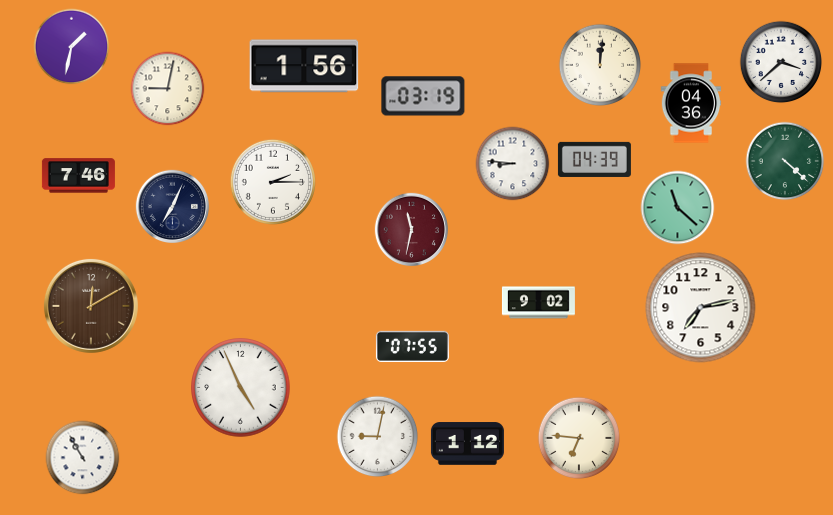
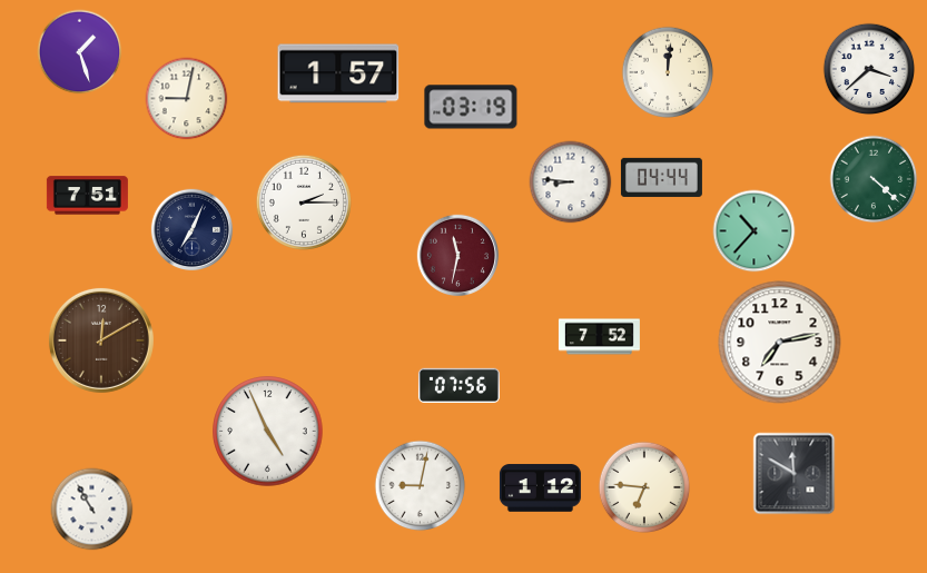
clock at (72, 47): 1:32 -> 1:27
clock at (304, 66): 1:56 -> 1:57
clock at (691, 103): 04:36 -> none
clock at (594, 159): 04:39 -> 04:44
clock at (78, 176): 7:46 -> 7:51
clock at (678, 208): 11:22 -> 10:37
clock at (538, 303): 9:02 -> 7:52
clock at (412, 346): 07:55 -> 07:56
clock at (795, 474): none -> 11:50
clock at (467, 444) position: (467, 444) -> (540, 488)
